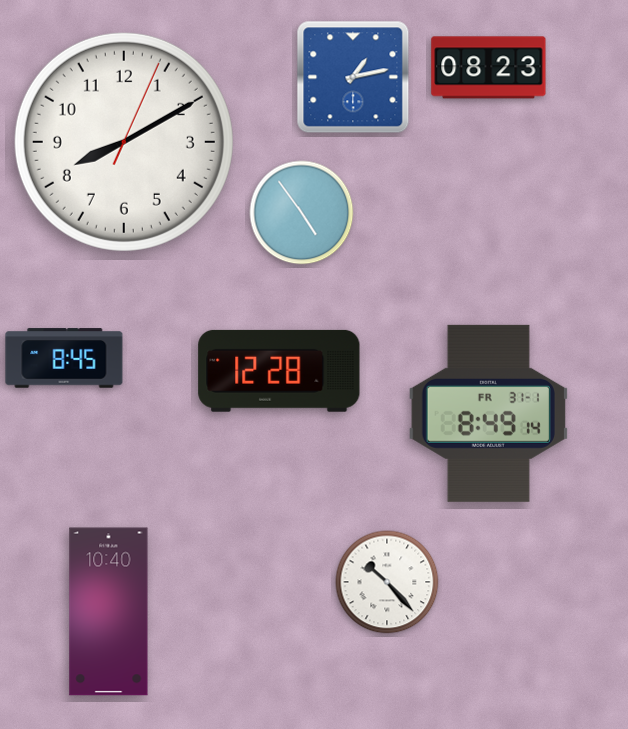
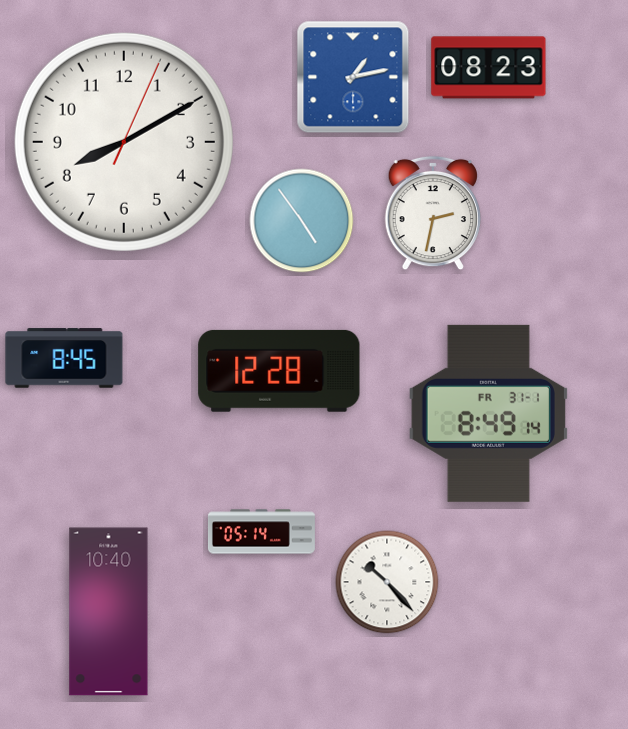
clock at (302, 213) position: (302, 213) -> (302, 221)
clock at (432, 213): none -> 2:32
clock at (261, 532): none -> 05:14
